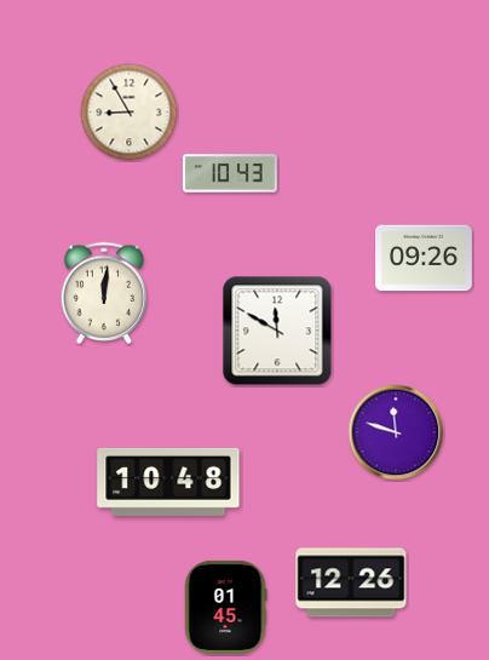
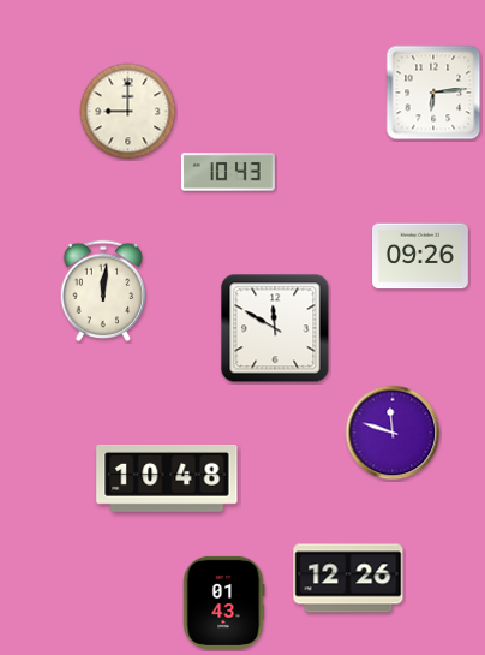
clock at (433, 93): none -> 6:14
clock at (130, 113): 8:55 -> 9:00
clock at (396, 432) position: (396, 432) -> (393, 433)
clock at (225, 607): 01:45 -> 01:43
